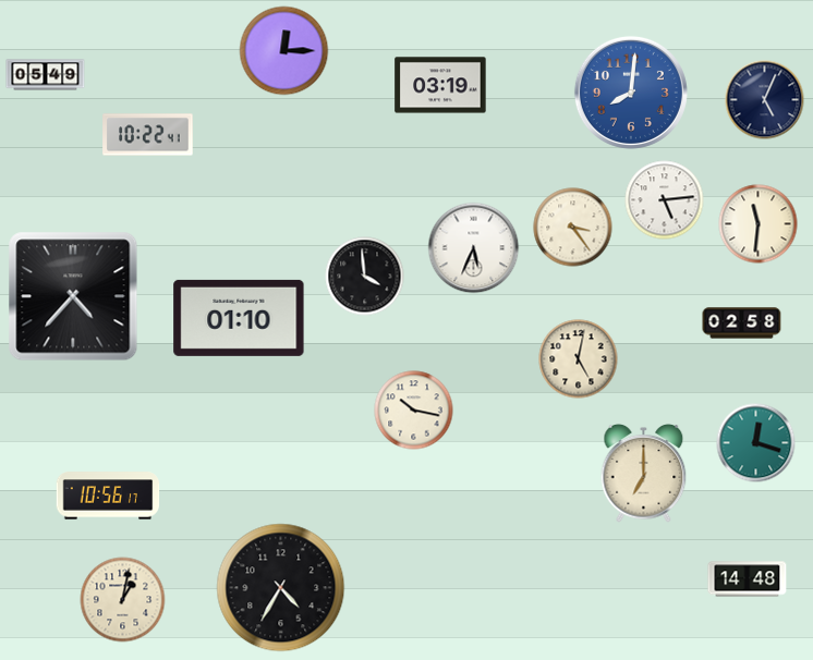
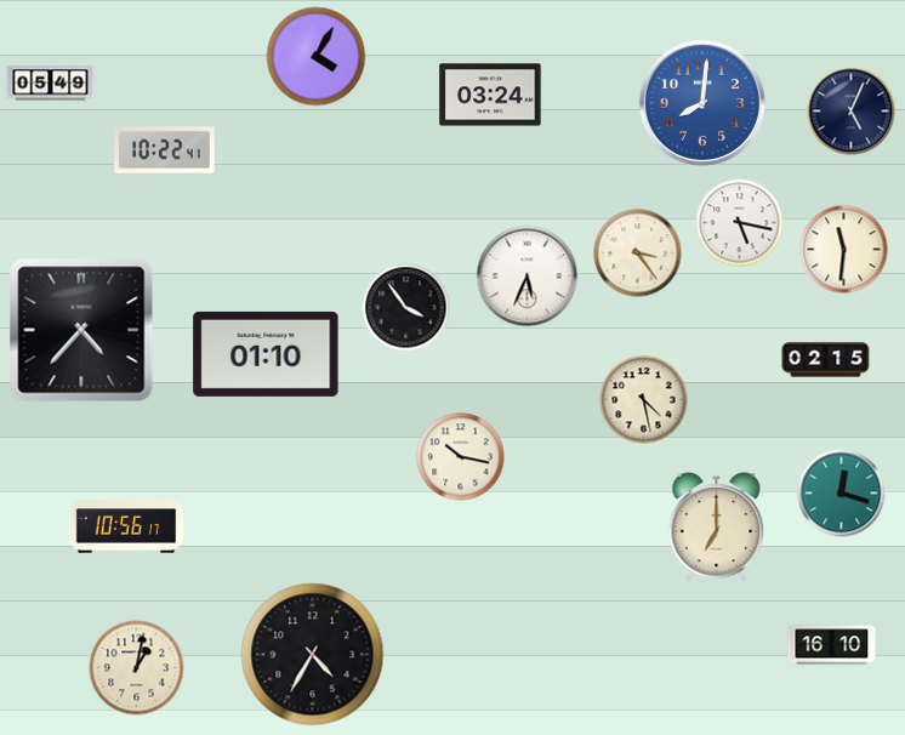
clock at (284, 51): 12:15 -> 4:05
clock at (440, 85): 03:19 -> 03:24
clock at (665, 200): 5:14 -> 5:17
clock at (365, 277): 3:59 -> 3:54
clock at (742, 323): 02:58 -> 02:15
clock at (579, 359): 5:02 -> 4:28
clock at (108, 496) position: (108, 496) -> (126, 526)
clock at (748, 579): 14:48 -> 16:10
